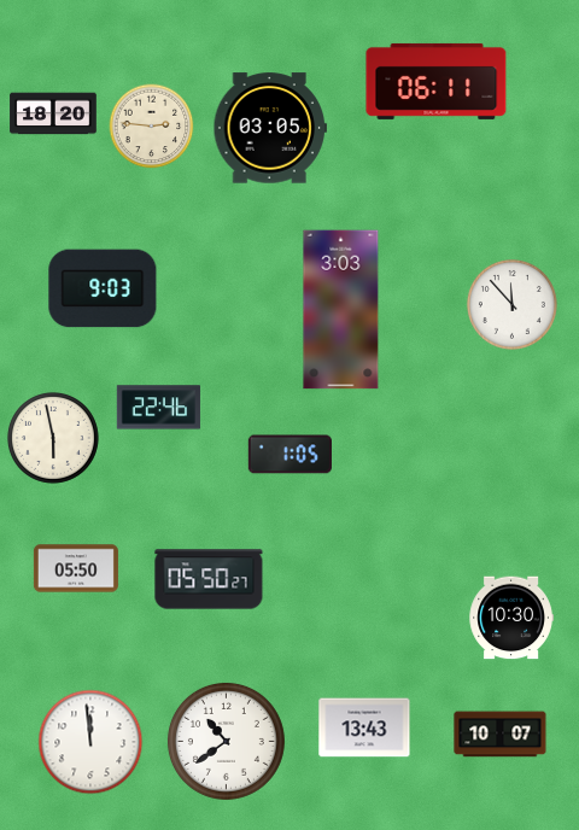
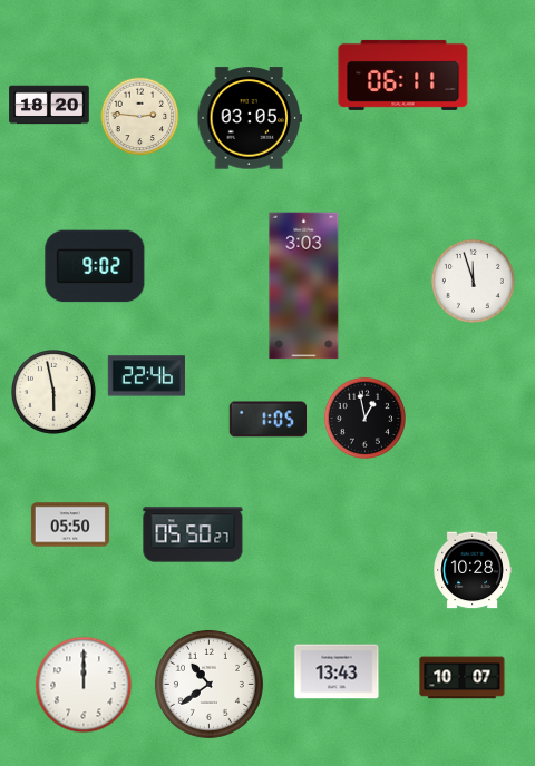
clock at (103, 288): 9:03 -> 9:02
clock at (511, 304): 11:53 -> 11:57
clock at (341, 310) position: (341, 310) -> (304, 286)
clock at (53, 438) position: (53, 438) -> (53, 392)
clock at (364, 418): none -> 12:58
clock at (511, 618): 10:30 -> 10:28
clock at (90, 742): 11:59 -> 12:00
